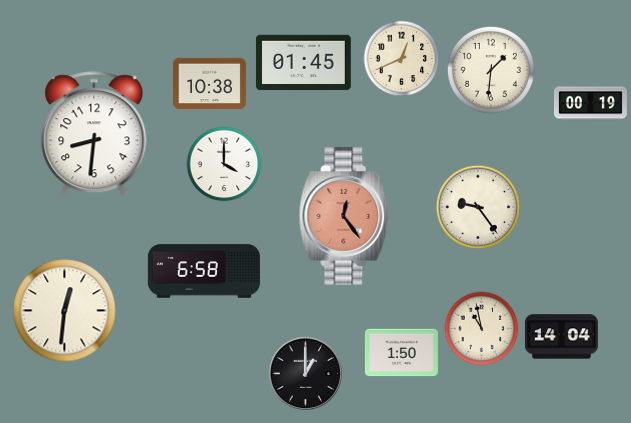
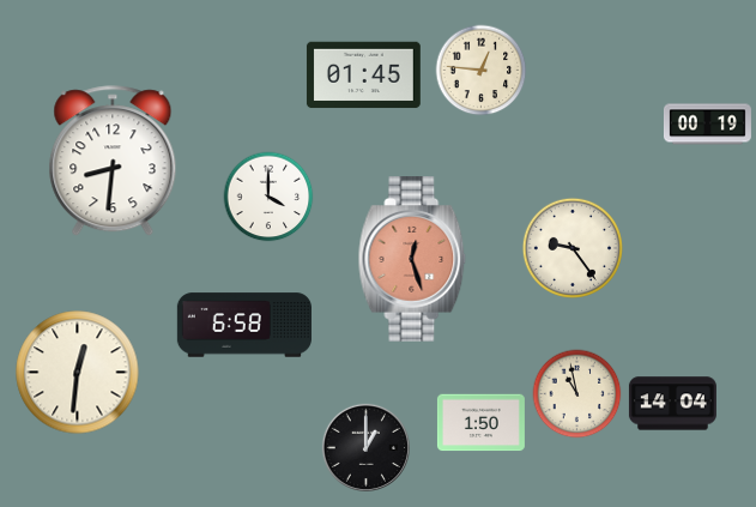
clock at (402, 59): 12:41 -> 12:46
clock at (491, 70): 1:31 -> none
clock at (209, 84): 10:38 -> none
clock at (344, 216): 12:24 -> 12:27
